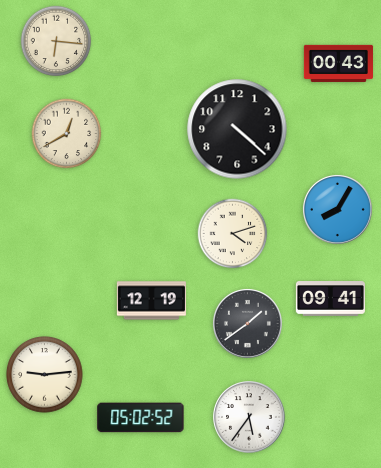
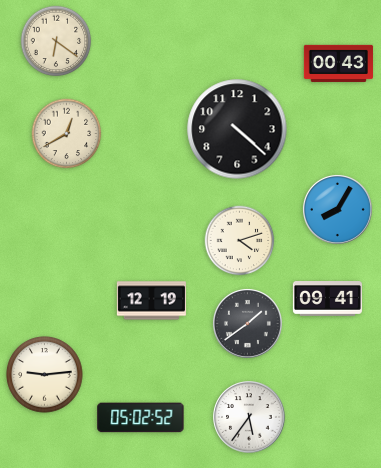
clock at (56, 41): 6:16 -> 6:21
clock at (233, 234) position: (233, 234) -> (240, 241)
clock at (330, 299) position: (330, 299) -> (327, 299)
